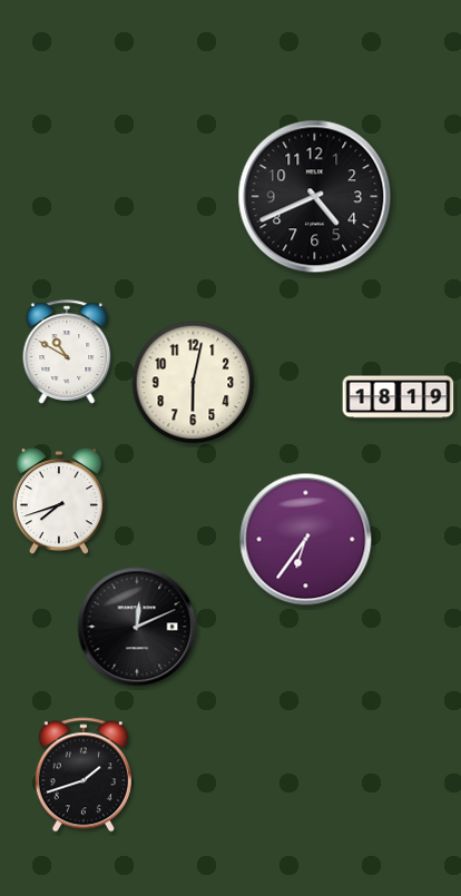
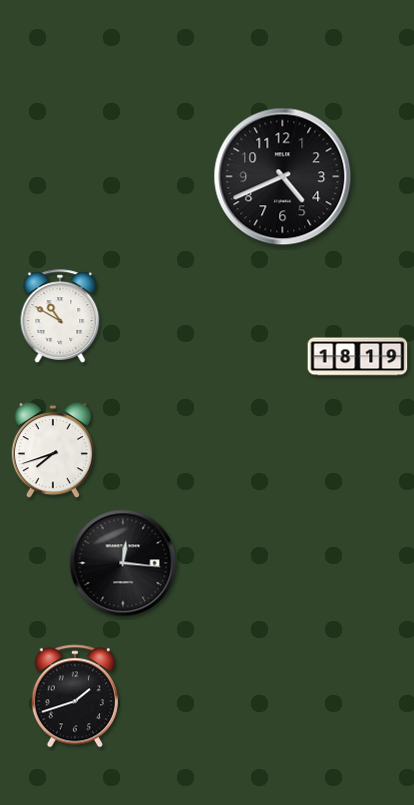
clock at (194, 383): 6:02 -> none
clock at (306, 540): 6:36 -> none
clock at (137, 627): 12:11 -> 12:16
